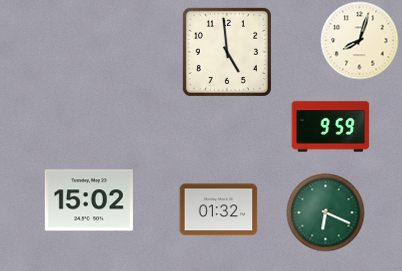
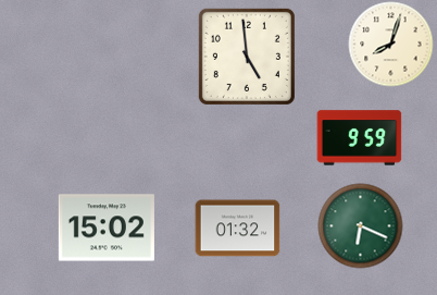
clock at (89, 200) position: (89, 200) -> (107, 228)
clock at (325, 212) position: (325, 212) -> (360, 225)
